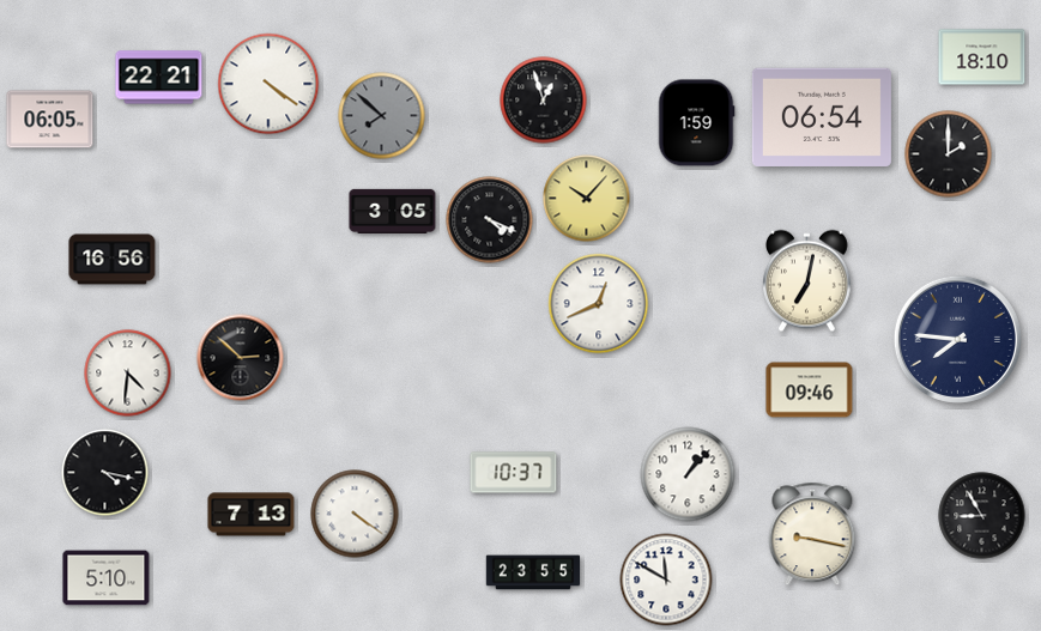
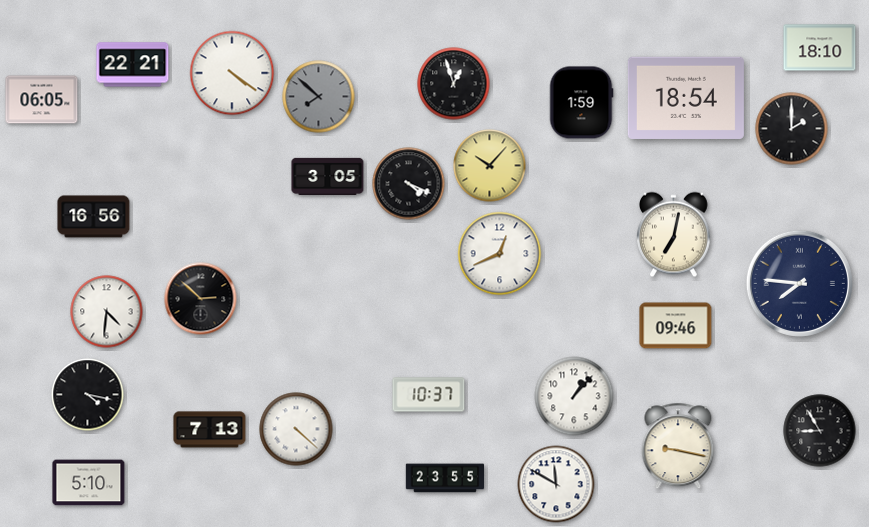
clock at (268, 84) position: (268, 84) -> (232, 73)
clock at (822, 117): 06:54 -> 18:54
clock at (355, 514): 4:21 -> 4:22
